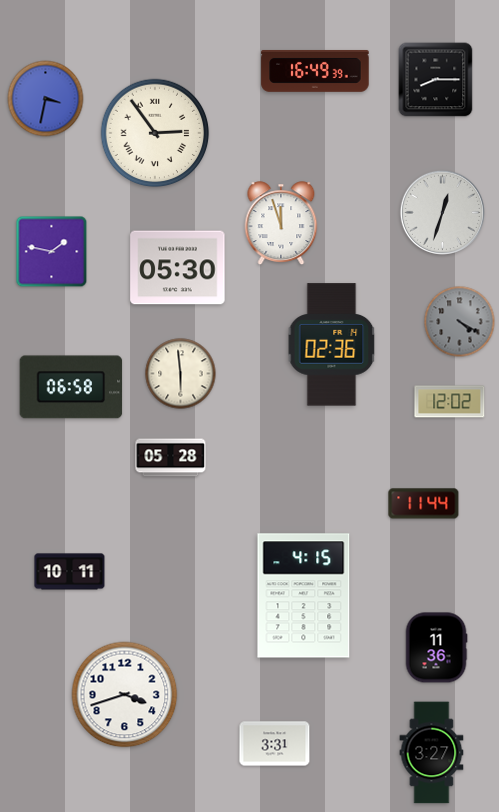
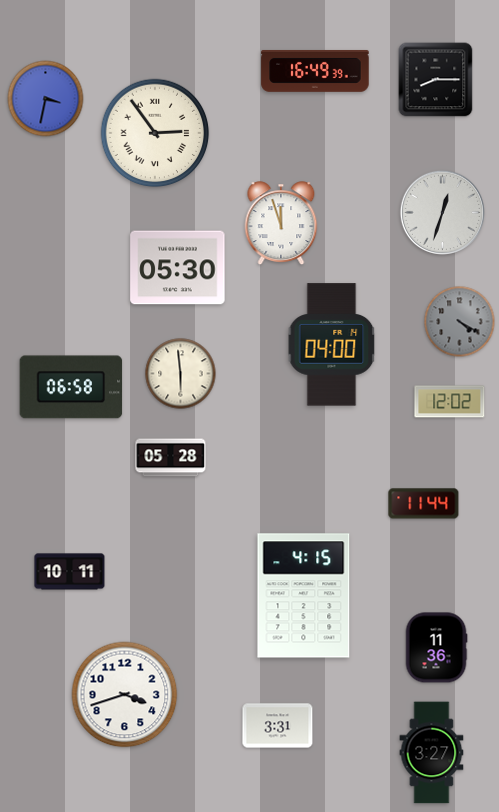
clock at (52, 252): 1:47 -> none
clock at (332, 345): 02:36 -> 04:00
clock at (275, 744) position: (275, 744) -> (278, 726)
